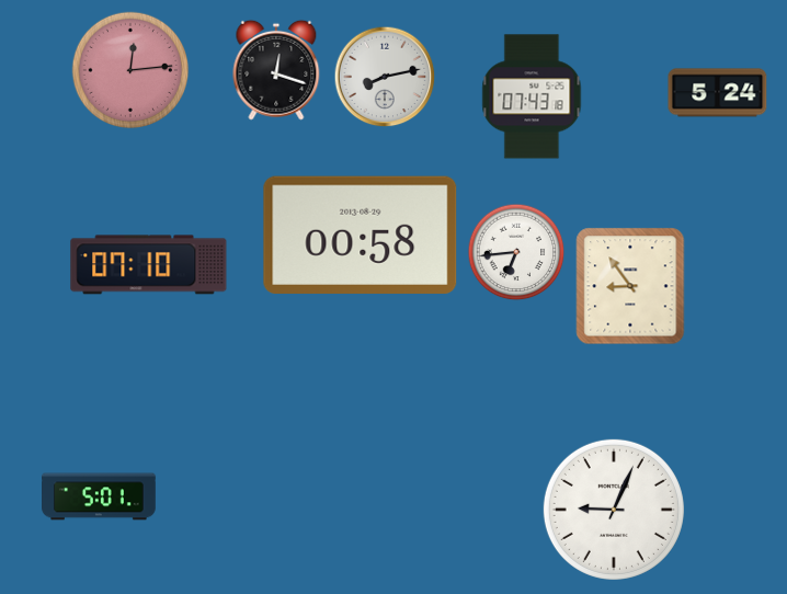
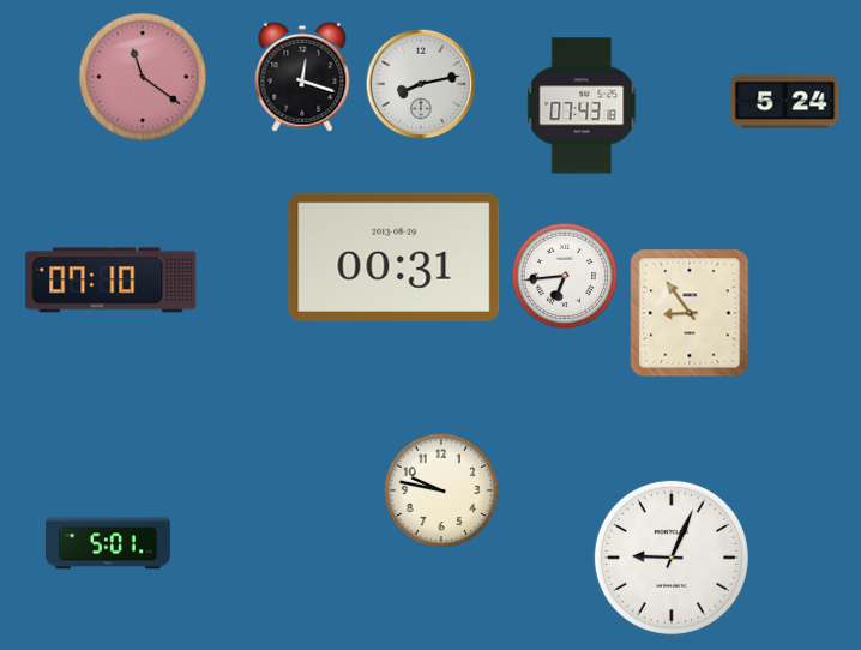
clock at (130, 70): 12:14 -> 11:21
clock at (361, 235): 00:58 -> 00:31
clock at (149, 265) position: (149, 265) -> (112, 281)
clock at (441, 490): none -> 9:47
